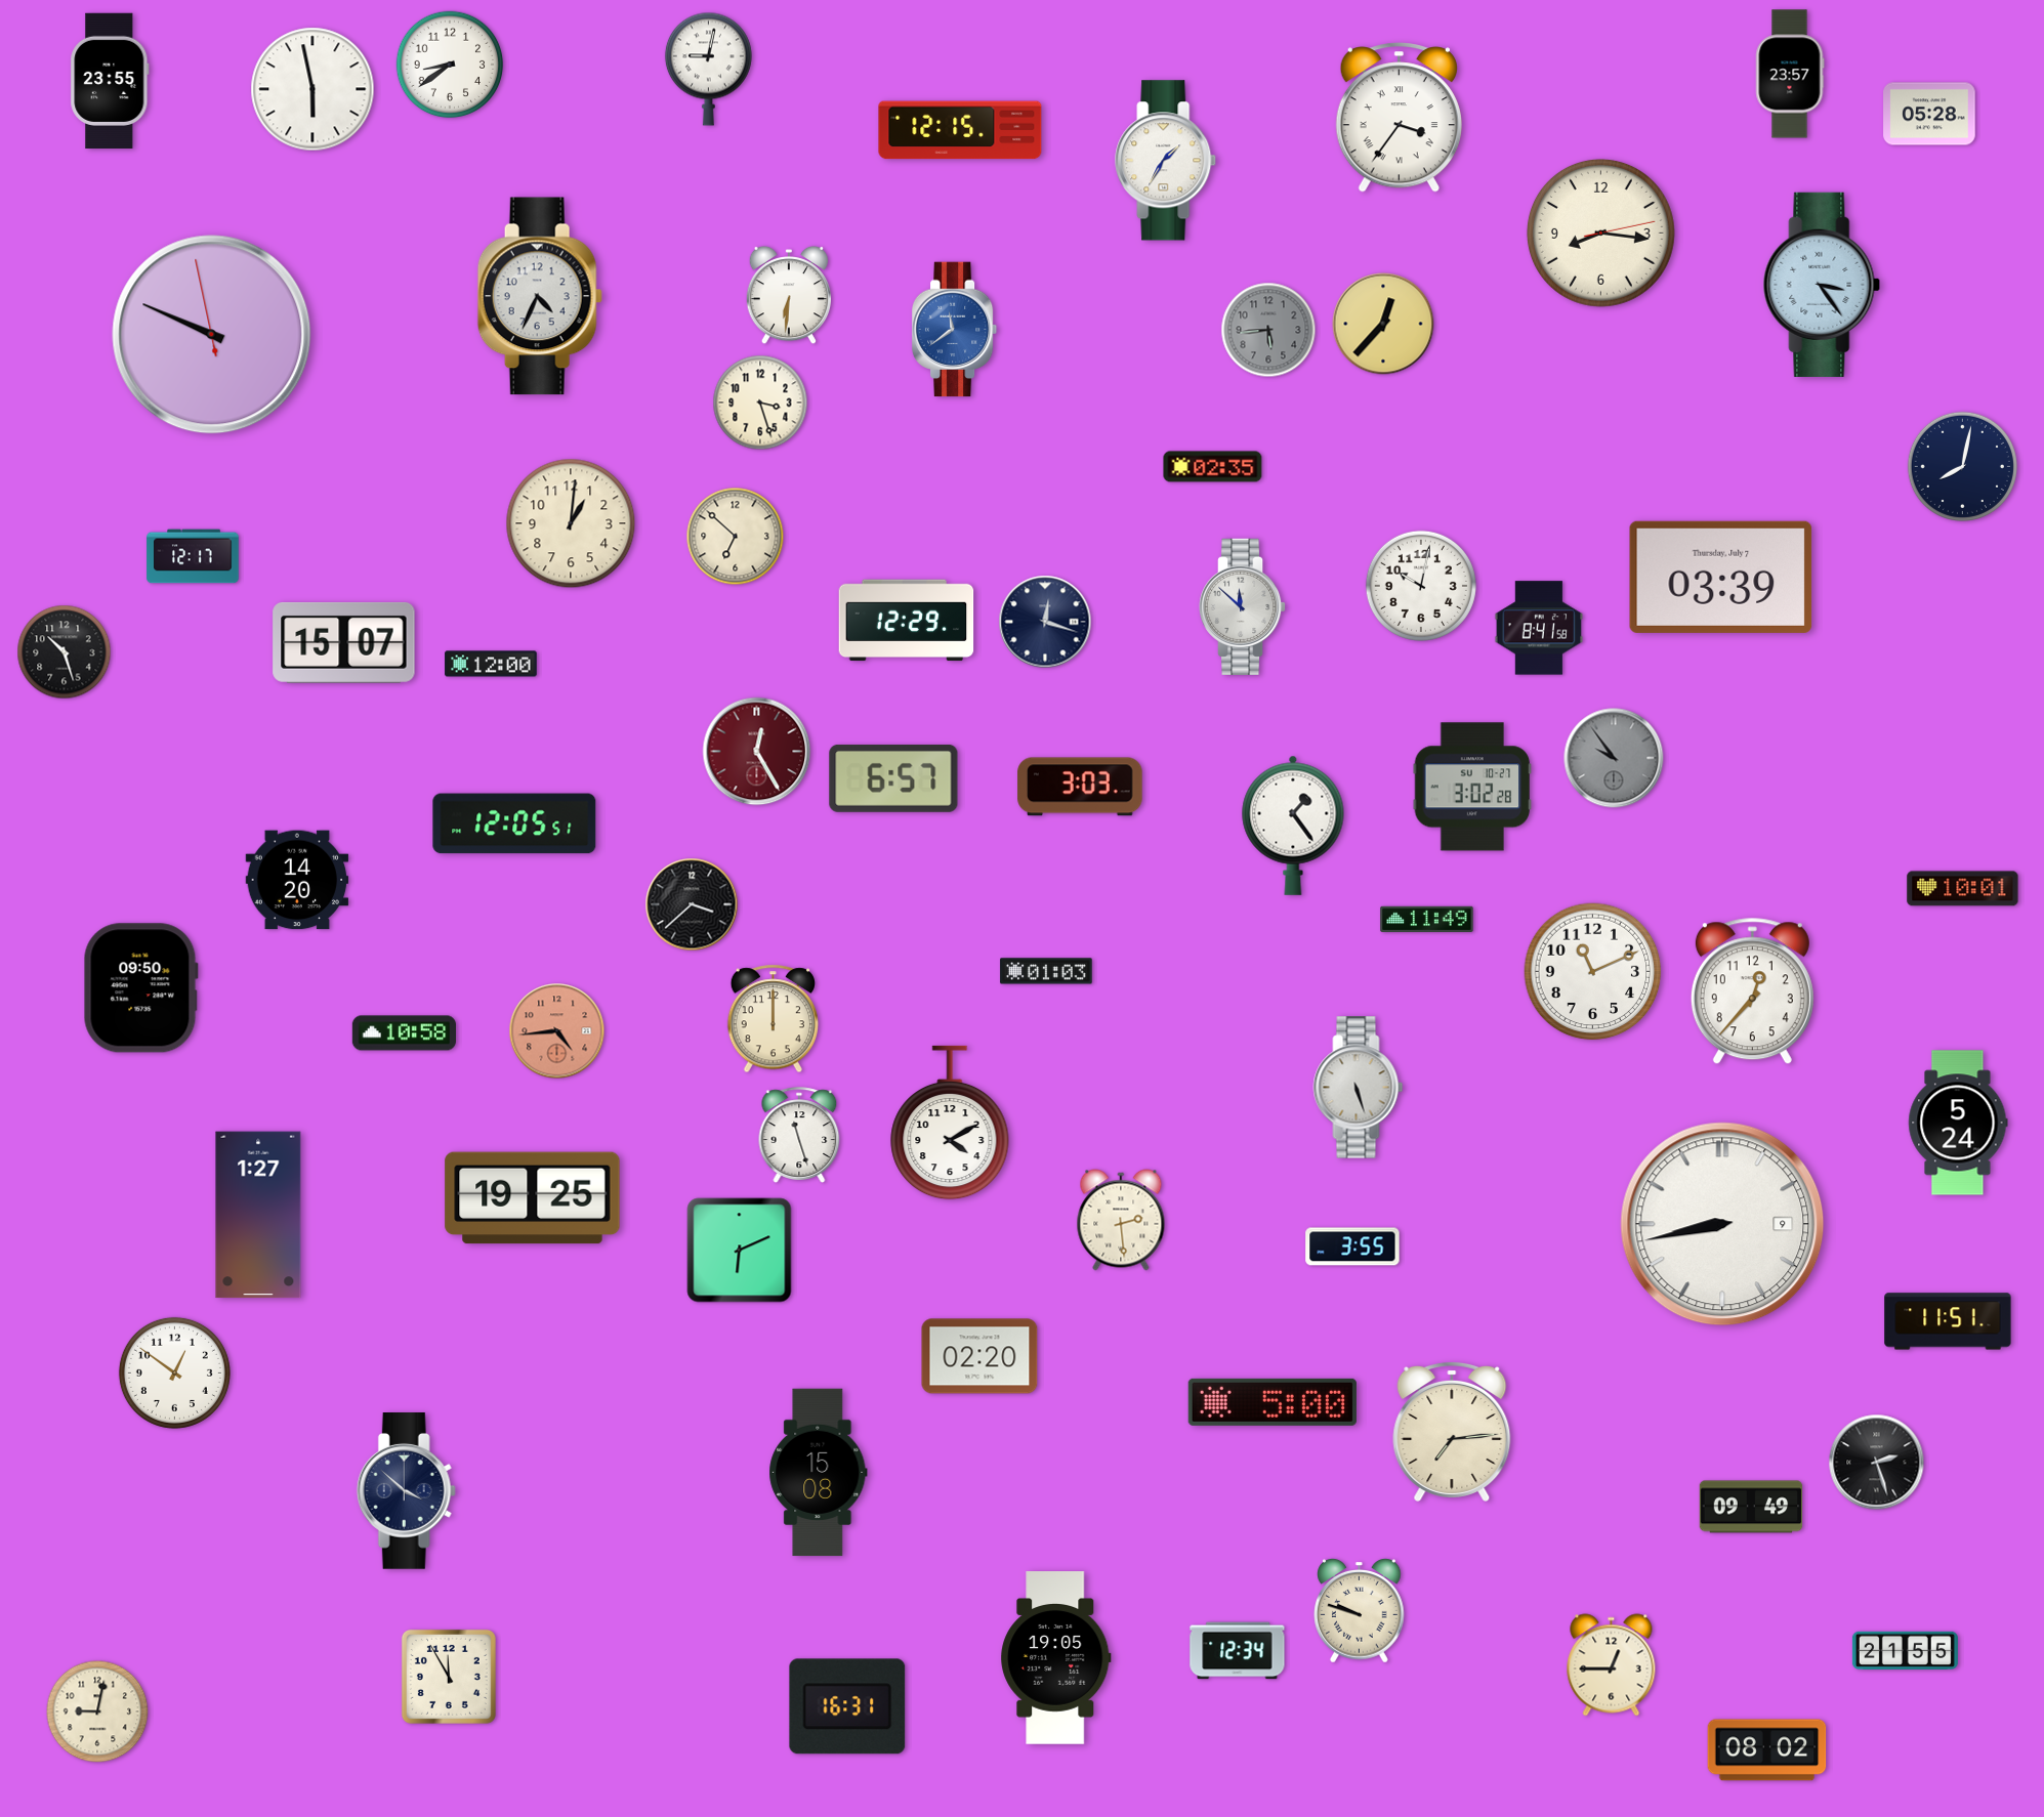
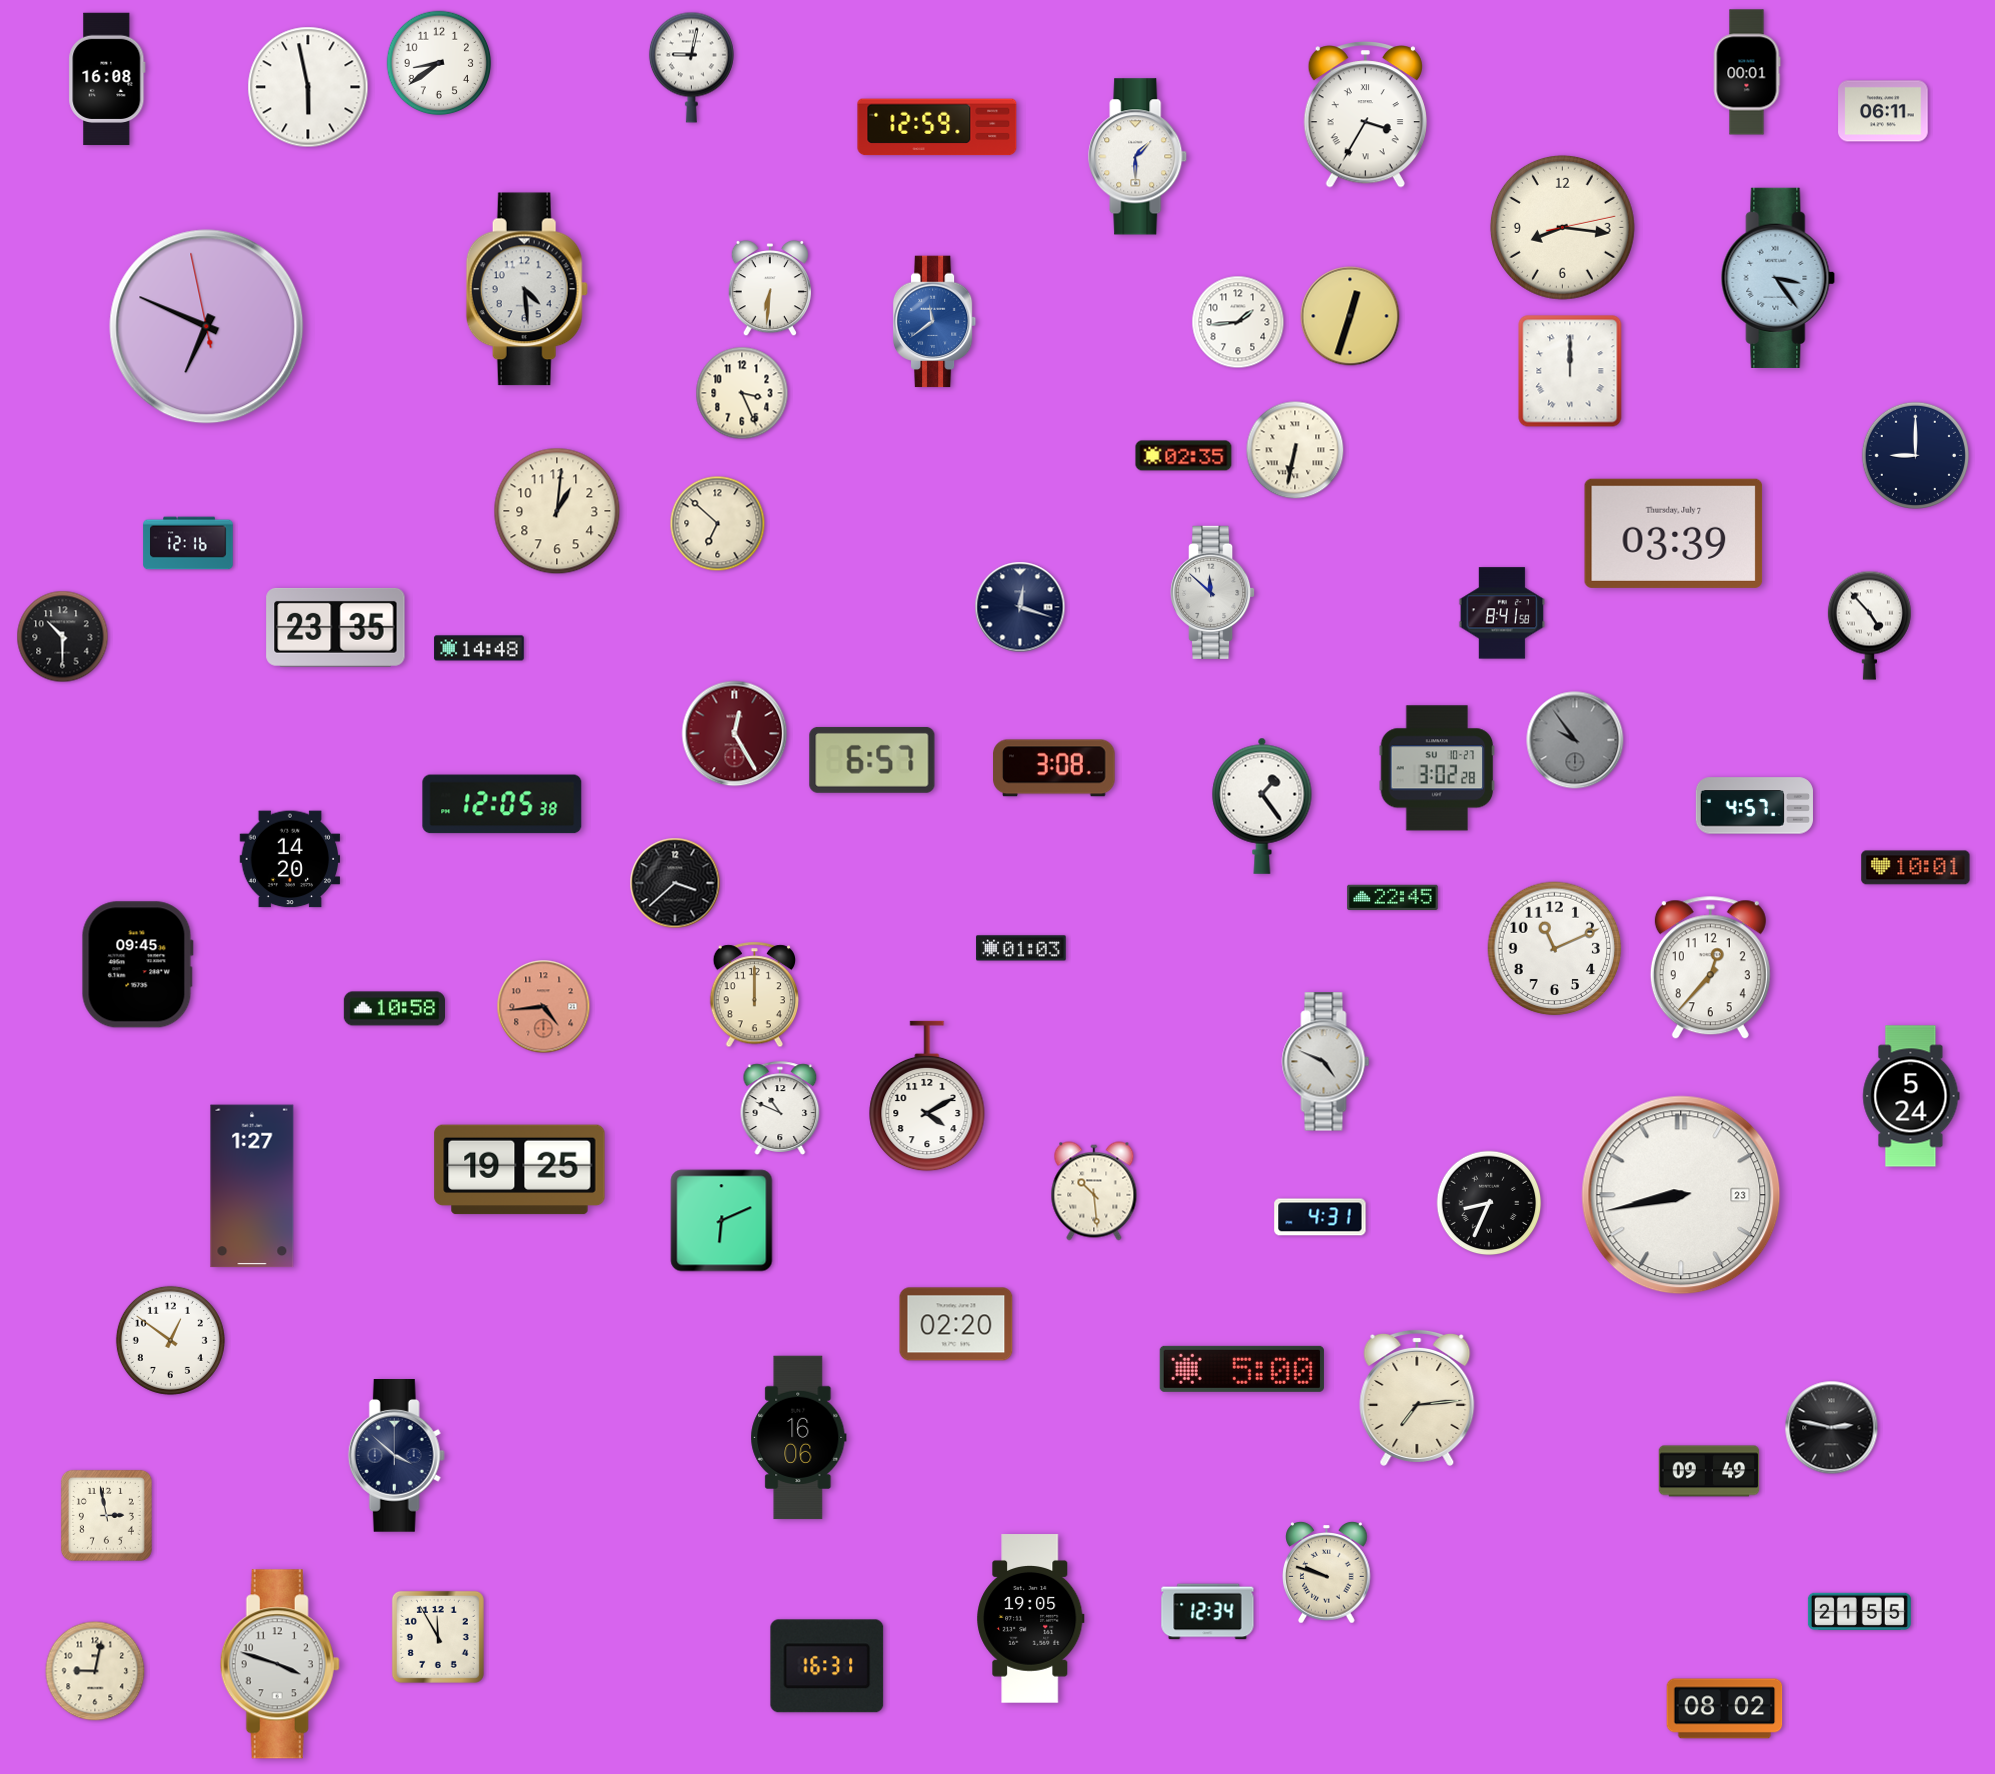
clock at (1790, 74): 23:57 -> 00:01
clock at (110, 81): 23:55 -> 16:08
clock at (312, 89) position: (312, 89) -> (308, 87)
clock at (1929, 114): 05:28 -> 06:11
clock at (1399, 118): 3:36 -> 3:35
clock at (960, 130): 12:15 -> 12:59
clock at (1166, 161): 1:35 -> 1:30
clock at (540, 296): 4:34 -> 4:29
clock at (1383, 324): 12:37 -> 12:33
clock at (955, 330) position: (955, 330) -> (935, 322)
clock at (1268, 330): 5:44 -> 1:44
clock at (1268, 330) dial: grey -> white
clock at (212, 335): 9:48 -> 6:48
clock at (1570, 371): none -> 12:00
clock at (760, 403): 3:27 -> 3:26
clock at (1295, 450): none -> 6:32
clock at (1962, 466): 8:02 -> 9:00
clock at (193, 556): 12:17 -> 12:16
clock at (1721, 577) position: (1721, 577) -> (1674, 533)
clock at (1421, 586): 10:02 -> none
clock at (907, 621): 12:29 -> none
clock at (1869, 625): none -> 4:53
clock at (344, 642): 15:07 -> 23:35
clock at (65, 652): 10:27 -> 10:30
clock at (491, 664): 12:00 -> 14:48
clock at (757, 752) position: (757, 752) -> (735, 734)
clock at (1080, 787): 3:03 -> 3:08
clock at (514, 823): 12:05:51 -> 12:05:38
clock at (1754, 806): none -> 4:57
clock at (1427, 920): 11:49 -> 22:45
clock at (140, 988): 09:50 -> 09:45
clock at (1359, 1088): 5:27 -> 4:49
clock at (799, 1135): 11:27 -> 10:49
clock at (1121, 1220): 2:29 -> 10:29
clock at (1722, 1224) date: 9 -> 23
clock at (1489, 1203): none -> 8:34
clock at (1352, 1246): 3:55 -> 4:31
clock at (1948, 1321): 11:51 -> none
clock at (1877, 1463): 2:27 -> 2:47
clock at (819, 1473): 15:08 -> 16:06
clock at (106, 1515): none -> 2:58
clock at (1612, 1665): 12:45 -> none
clock at (280, 1664): none -> 3:48
